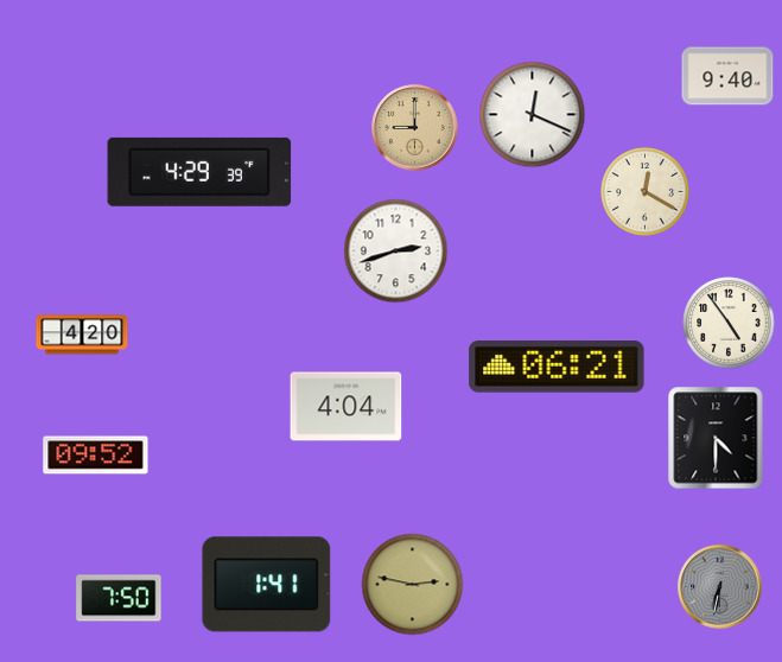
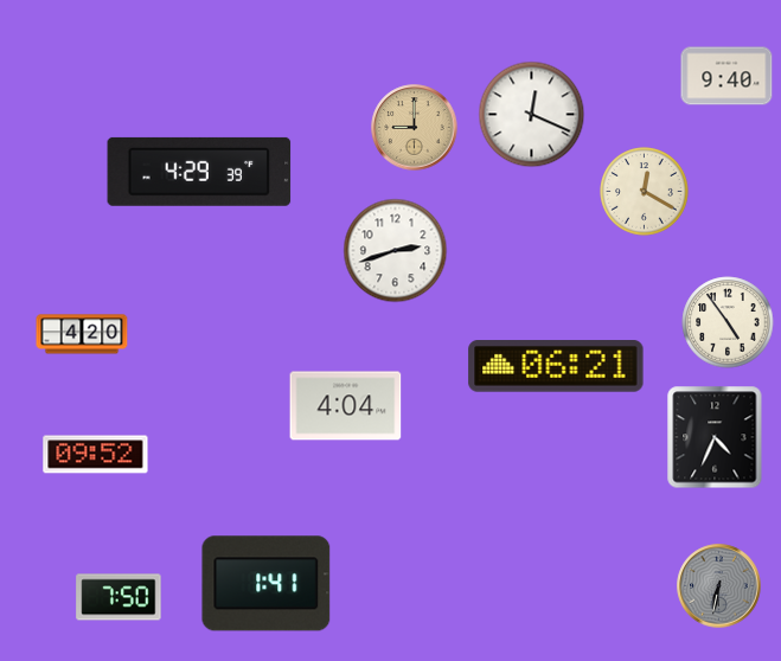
clock at (716, 438): 4:30 -> 4:34
clock at (413, 585): 2:47 -> none
